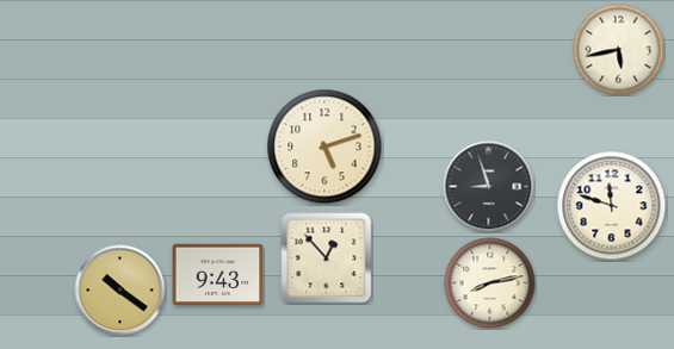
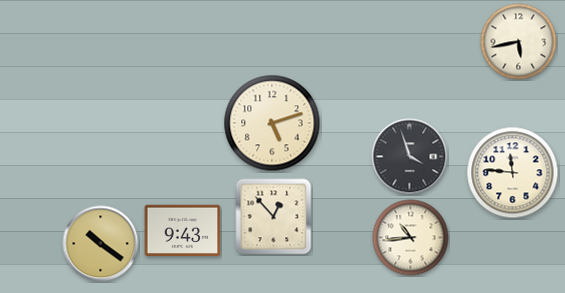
clock at (489, 187): 8:57 -> 3:57
clock at (612, 206): 11:48 -> 11:46
clock at (490, 283): 8:13 -> 10:44
